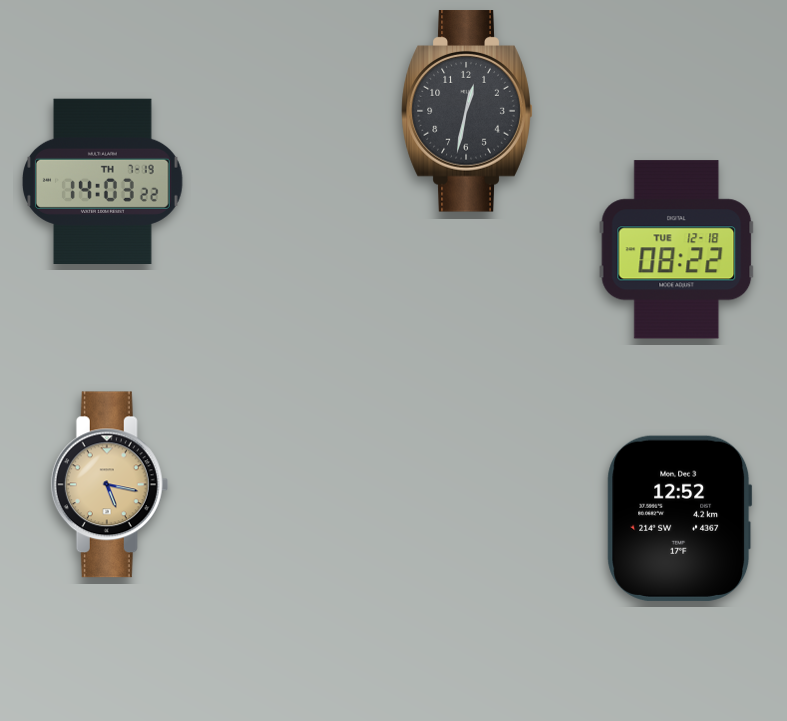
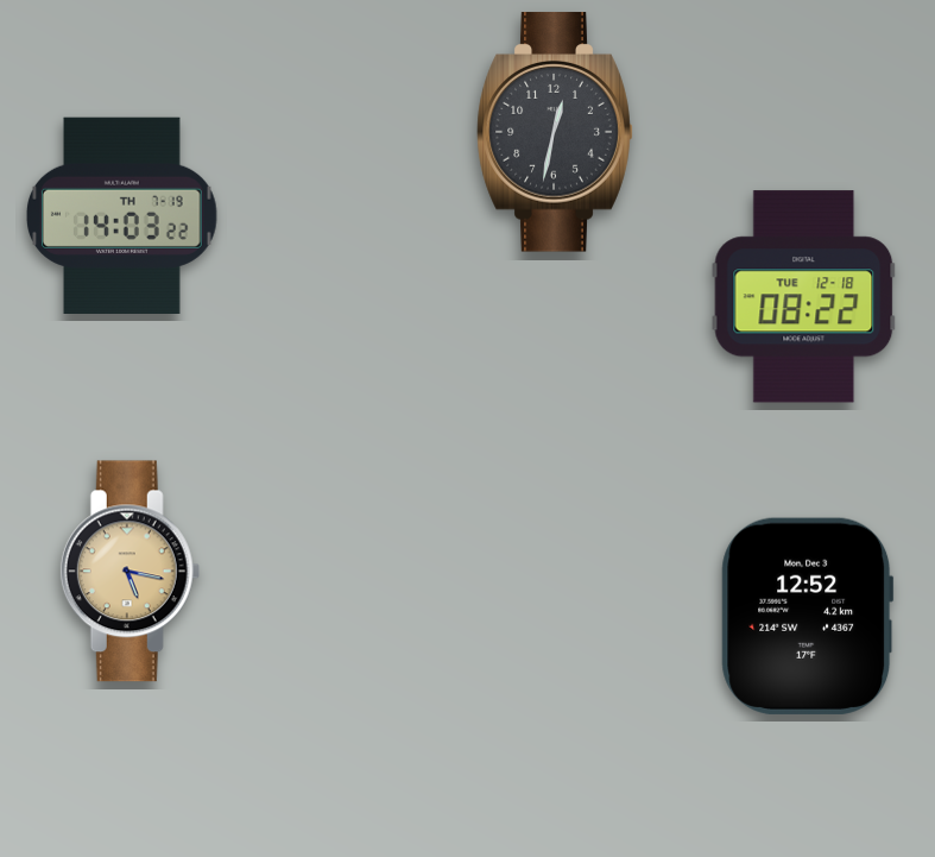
clock at (110, 485) position: (110, 485) -> (131, 572)
